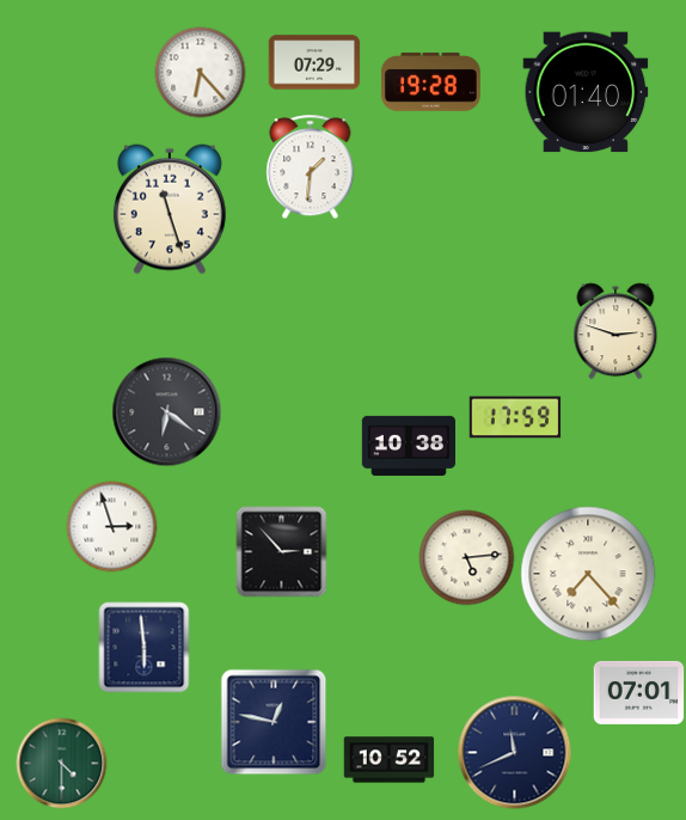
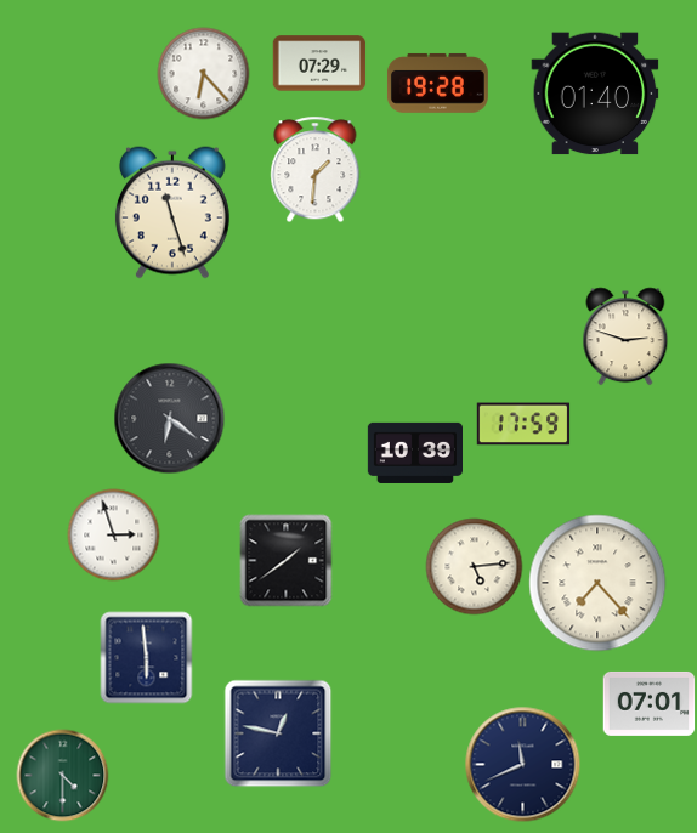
clock at (408, 446): 10:38 -> 10:39
clock at (282, 552): 2:53 -> 1:39
clock at (390, 760): 10:52 -> none
